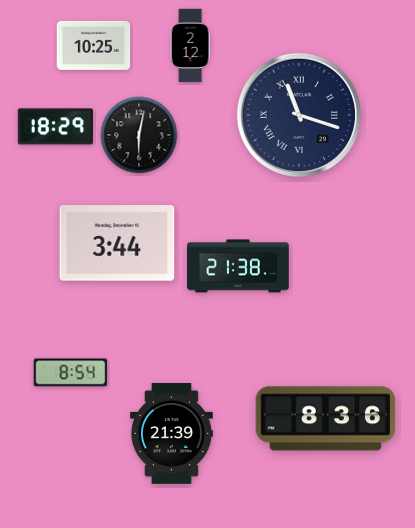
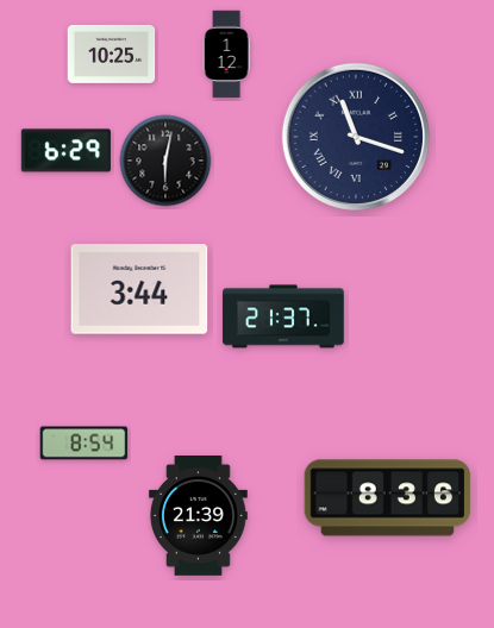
clock at (190, 46): 2:12 -> 1:12
clock at (55, 127): 18:29 -> 6:29
clock at (238, 266): 21:38 -> 21:37
clock at (171, 434) position: (171, 434) -> (198, 516)
